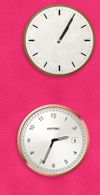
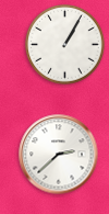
clock at (54, 141): 2:34 -> 2:38
